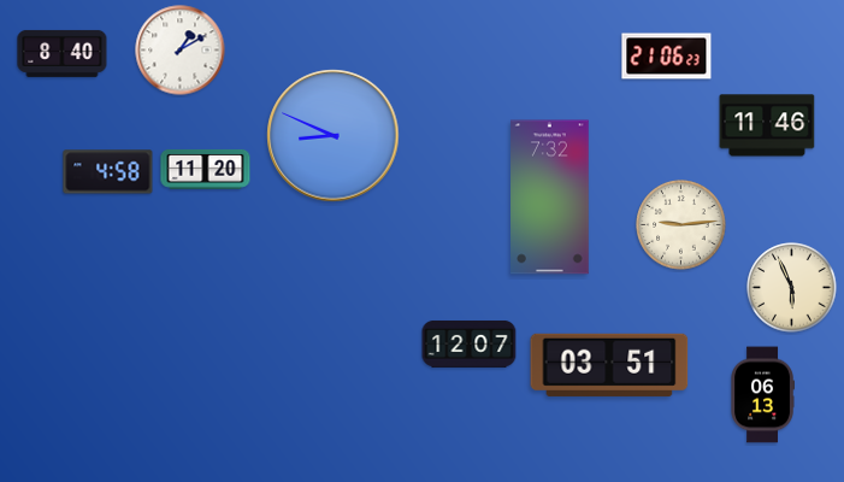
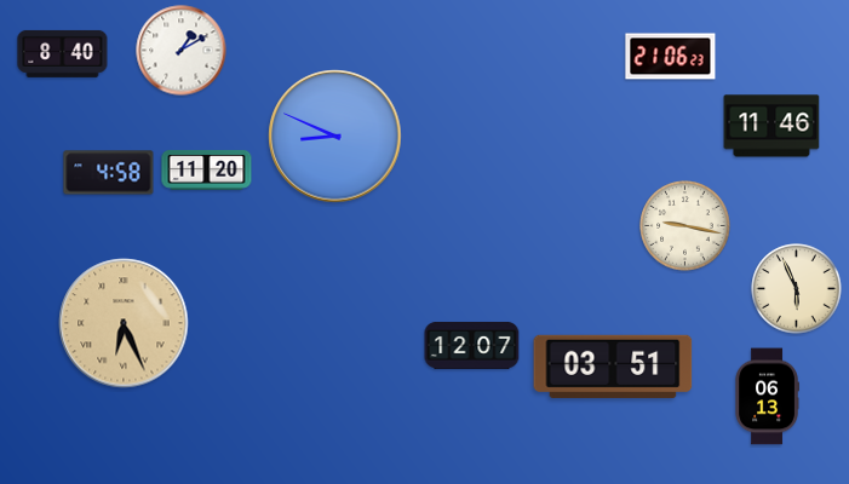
clock at (550, 198): 7:32 -> none
clock at (681, 225): 9:14 -> 9:17
clock at (124, 323): none -> 6:26
